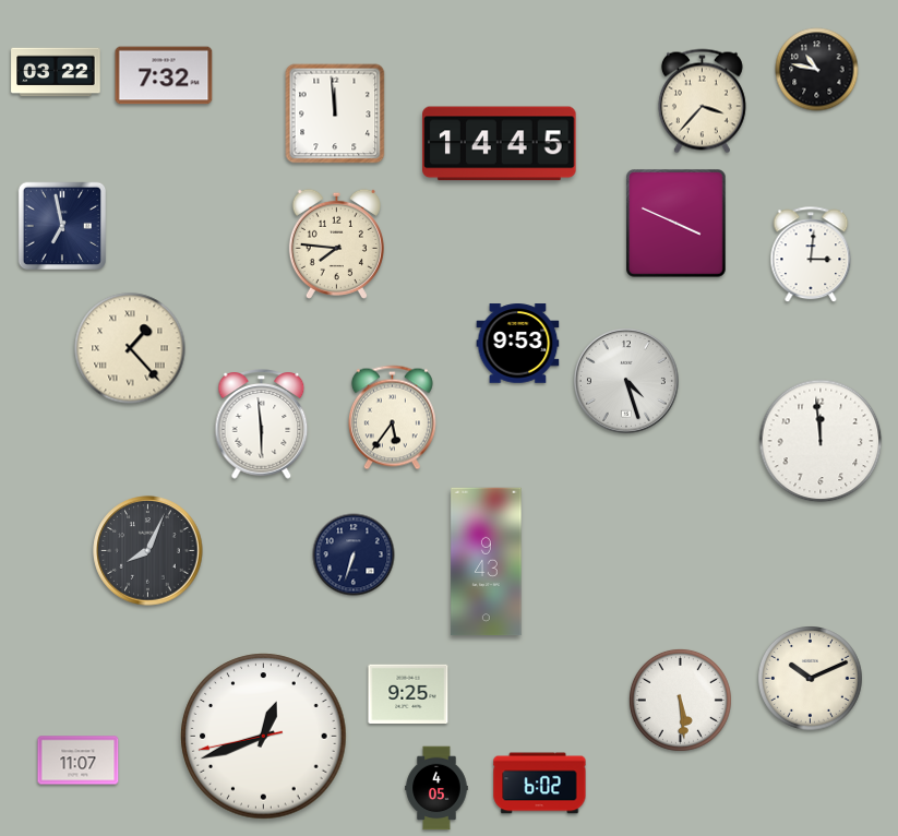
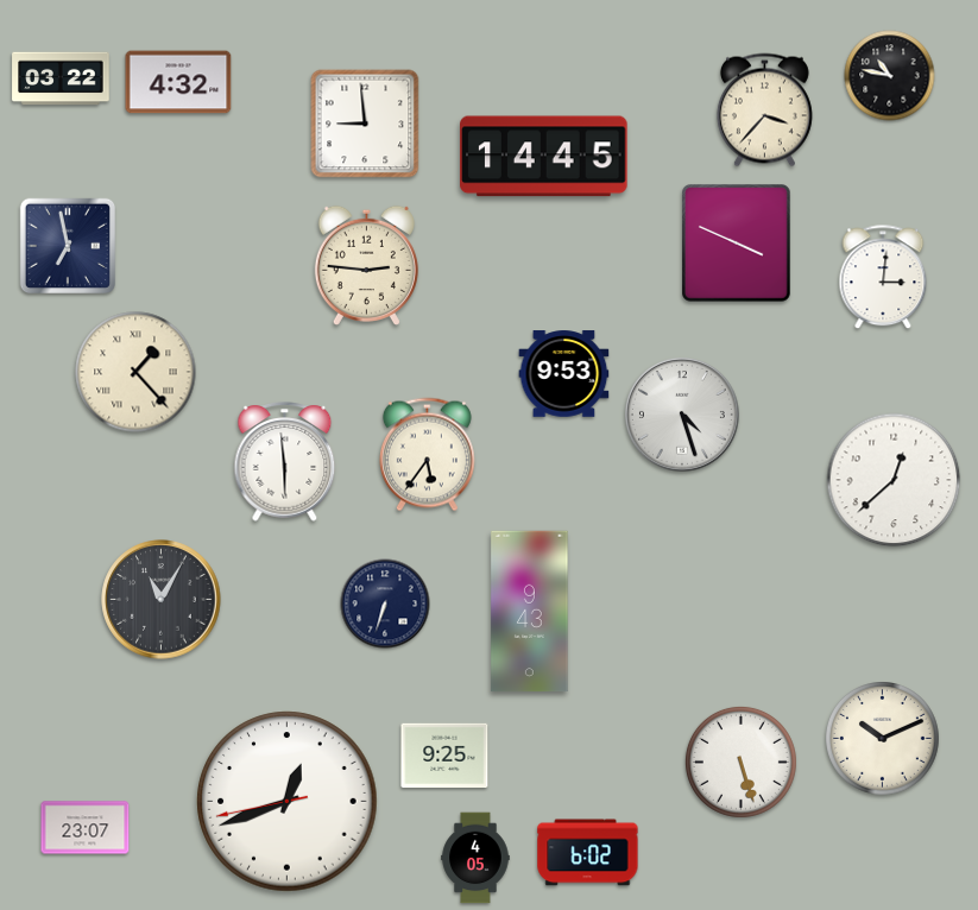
clock at (164, 75): 7:32 -> 4:32
clock at (335, 114): 11:59 -> 8:59
clock at (336, 243): 7:46 -> 2:46
clock at (130, 348) position: (130, 348) -> (135, 372)
clock at (821, 441): 11:59 -> 12:38
clock at (148, 551): 8:04 -> 11:05
clock at (680, 700): 5:29 -> 5:27
clock at (79, 761): 11:07 -> 23:07
